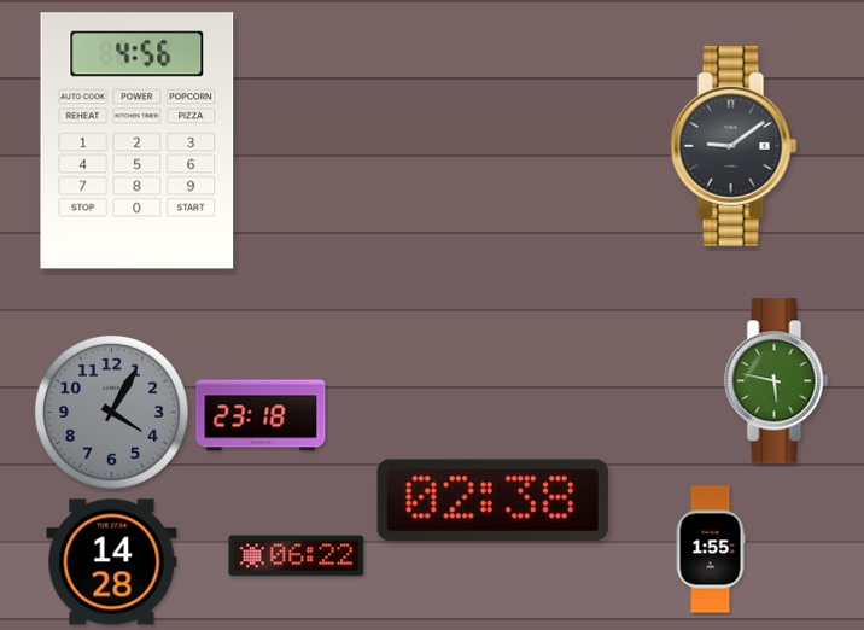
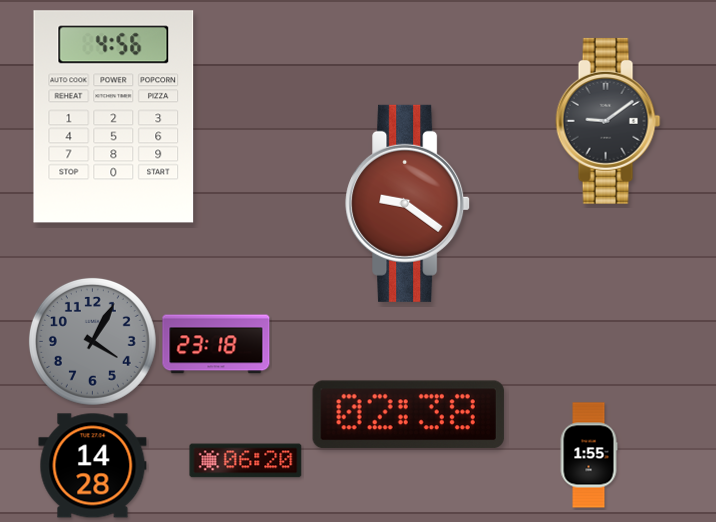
clock at (408, 203): none -> 9:21
clock at (777, 381): 5:47 -> none
clock at (297, 556): 06:22 -> 06:20
